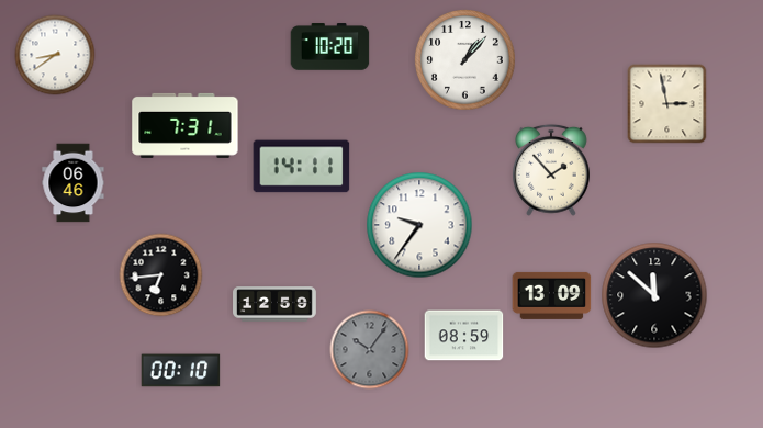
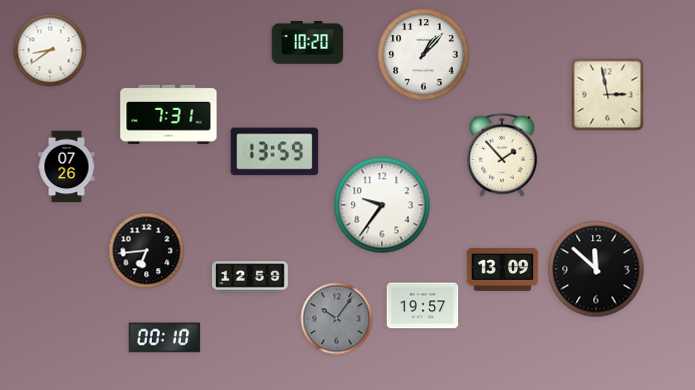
clock at (330, 47) position: (330, 47) -> (308, 43)
clock at (302, 167): 14:11 -> 13:59
clock at (74, 183): 06:46 -> 07:26
clock at (464, 336): 08:59 -> 19:57
